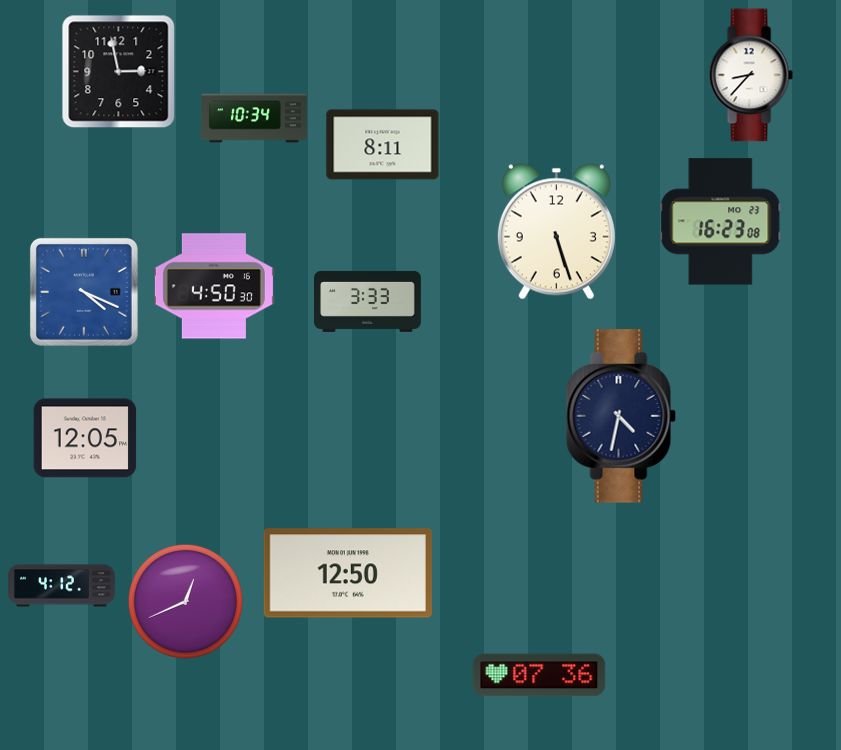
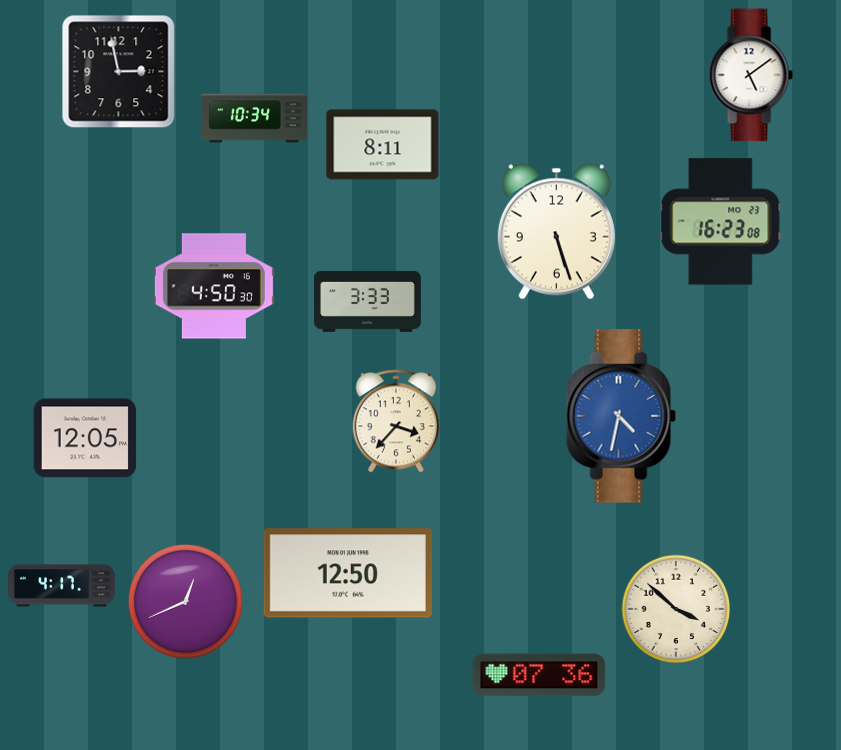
clock at (751, 75): 8:37 -> 5:09
clock at (84, 292): 4:19 -> none
clock at (621, 416) dial: navy -> blue
clock at (395, 421): none -> 3:37
clock at (62, 586): 4:12 -> 4:17
clock at (676, 609): none -> 3:52
